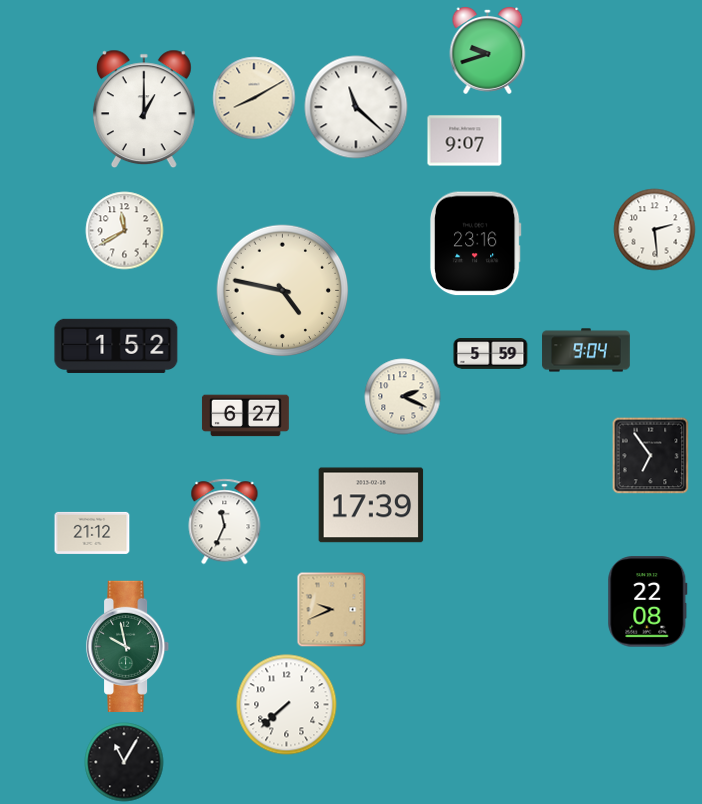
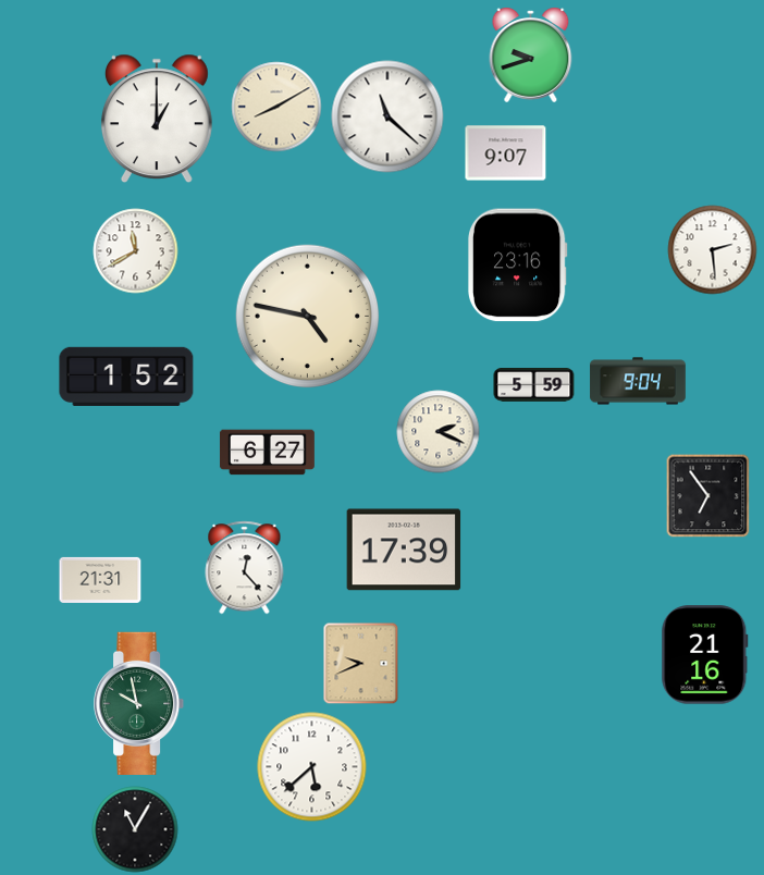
clock at (225, 522): 11:34 -> 12:23
clock at (92, 533): 21:12 -> 21:31
clock at (648, 602): 22:08 -> 21:16
clock at (287, 705): 7:38 -> 5:38
